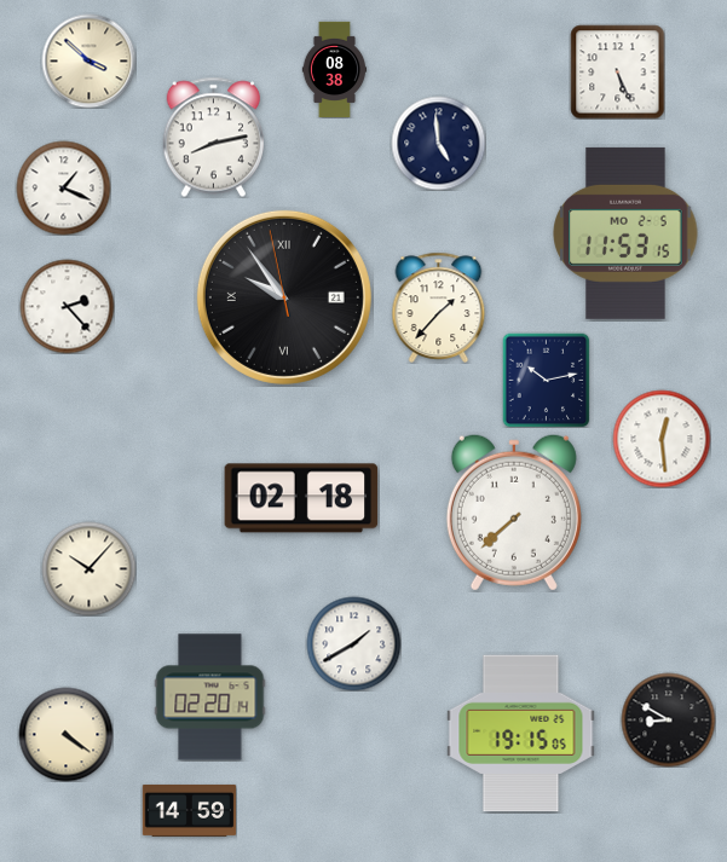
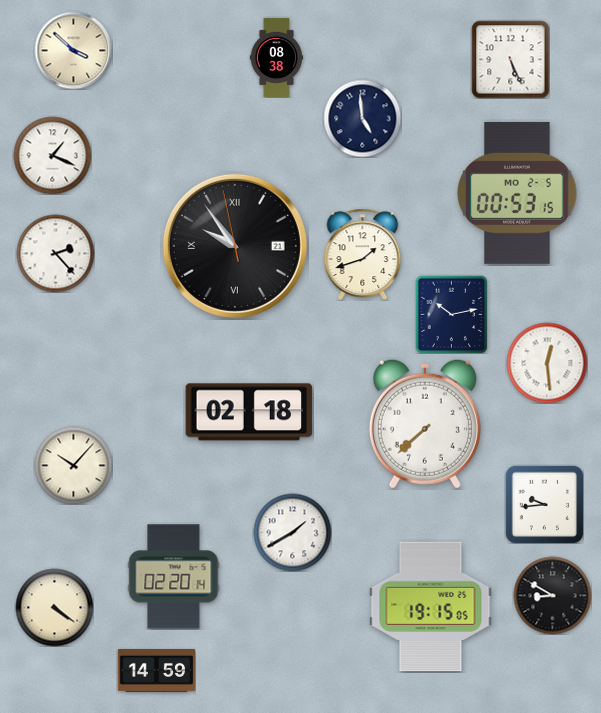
clock at (213, 137): 8:13 -> none
clock at (625, 233): 11:53 -> 00:53
clock at (439, 307): 1:37 -> 1:42
clock at (88, 568) position: (88, 568) -> (73, 465)
clock at (544, 504): none -> 9:44
